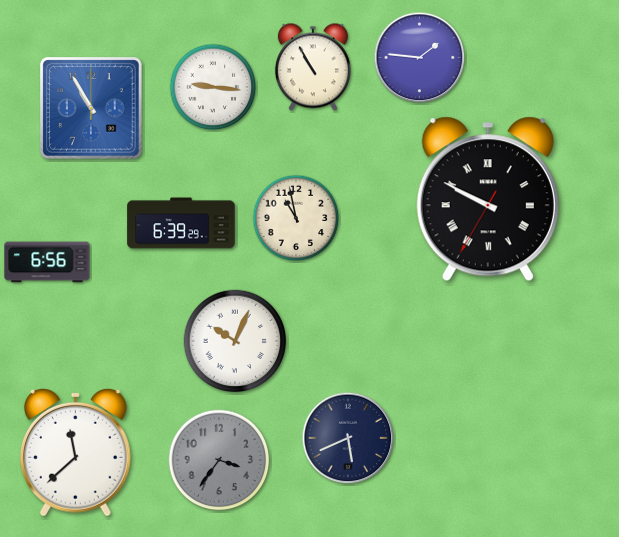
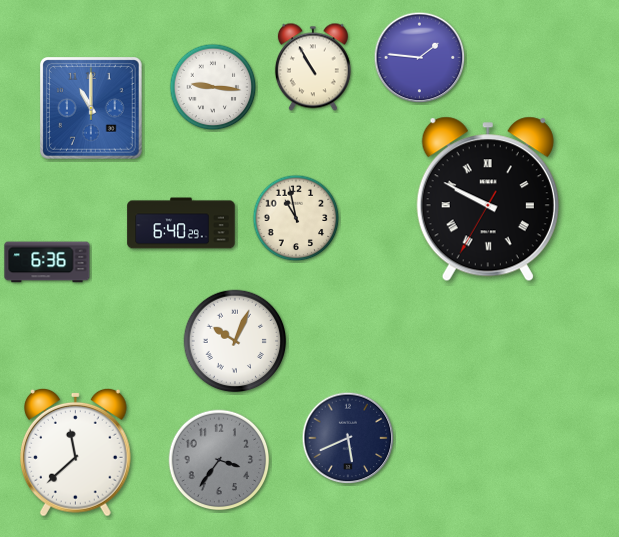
clock at (91, 108): 10:55 -> 11:00
clock at (181, 223): 6:39 -> 6:40
clock at (47, 262): 6:56 -> 6:36
